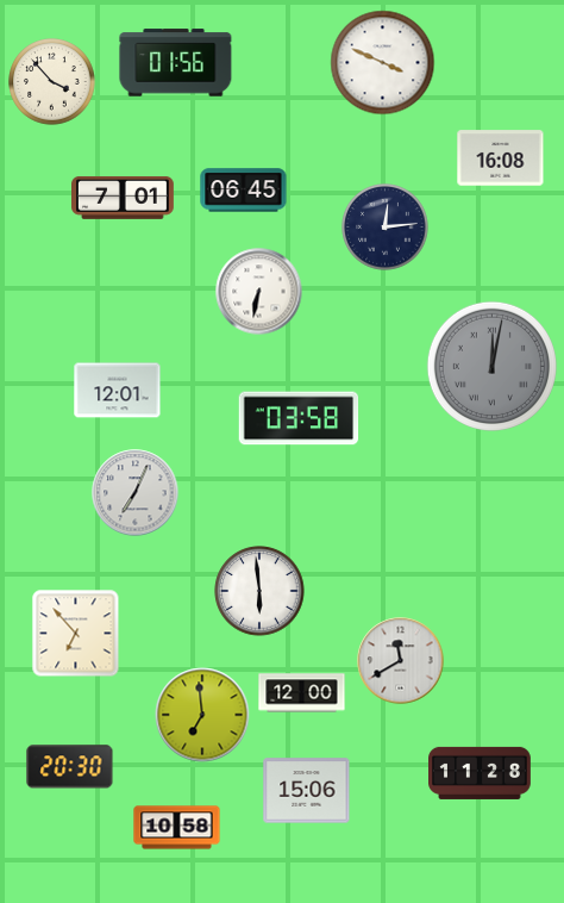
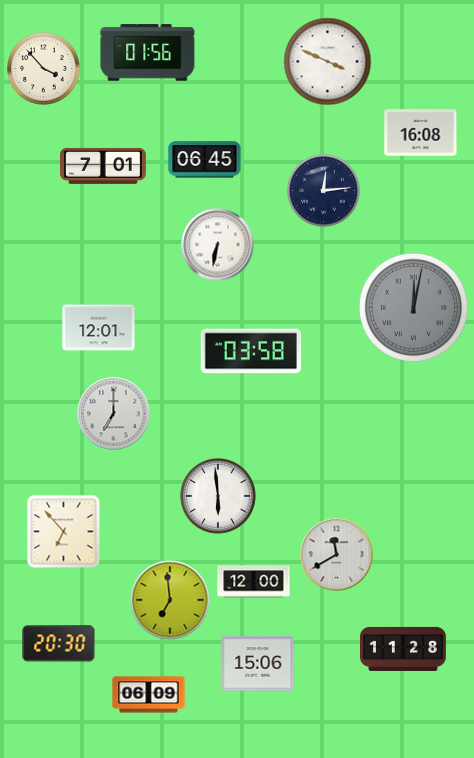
clock at (383, 63) position: (383, 63) -> (328, 62)
clock at (136, 493): 7:04 -> 7:00
clock at (177, 828): 10:58 -> 06:09
